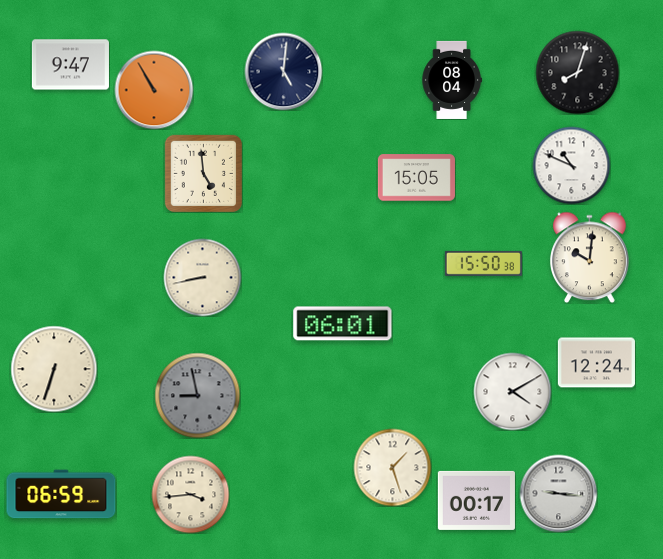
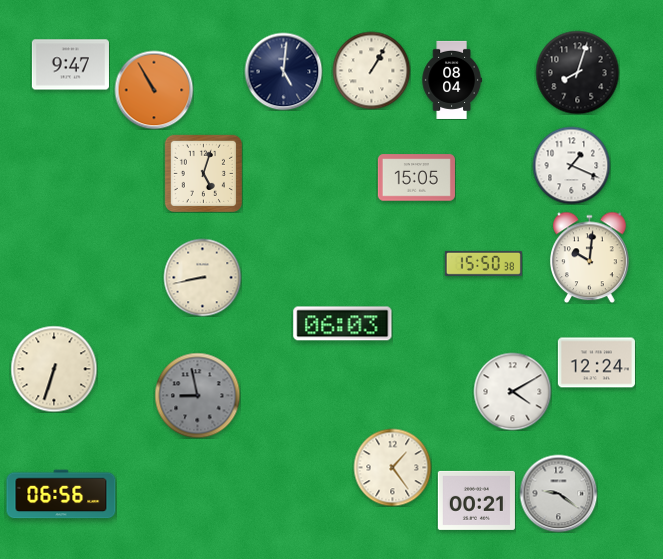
clock at (371, 70): none -> 1:05
clock at (571, 165): 10:49 -> 1:19
clock at (203, 173): 4:59 -> 5:03
clock at (343, 324): 06:01 -> 06:03
clock at (392, 467): 1:27 -> 1:24
clock at (558, 493): 9:16 -> 9:21
clock at (61, 494): 06:59 -> 06:56
clock at (190, 494): 3:44 -> none
clock at (476, 500): 00:17 -> 00:21
